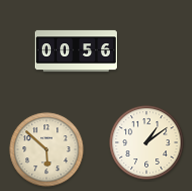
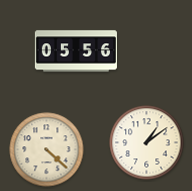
clock at (75, 51): 00:56 -> 05:56
clock at (47, 150): 5:52 -> 4:22
